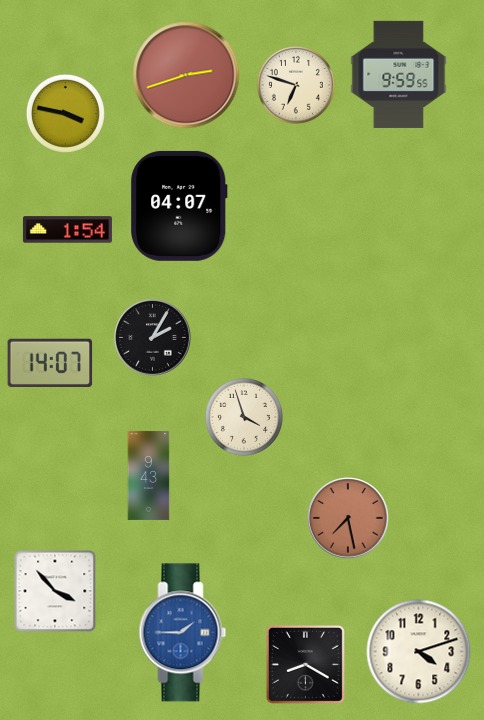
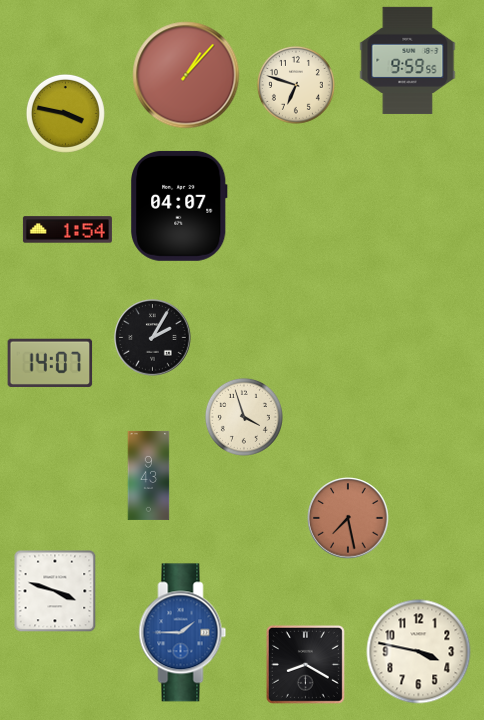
clock at (399, 74) position: (399, 74) -> (408, 60)
clock at (186, 75): 2:42 -> 1:07
clock at (55, 591): 3:53 -> 3:48
clock at (419, 652): 4:12 -> 3:47
